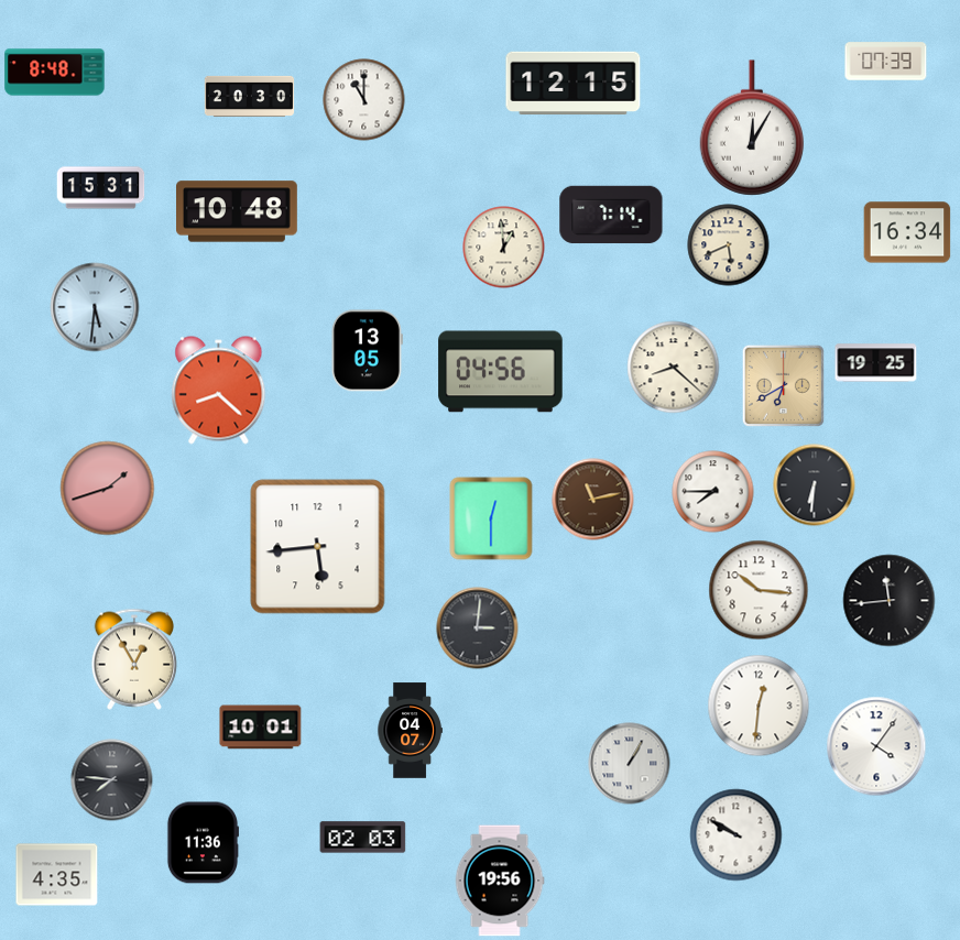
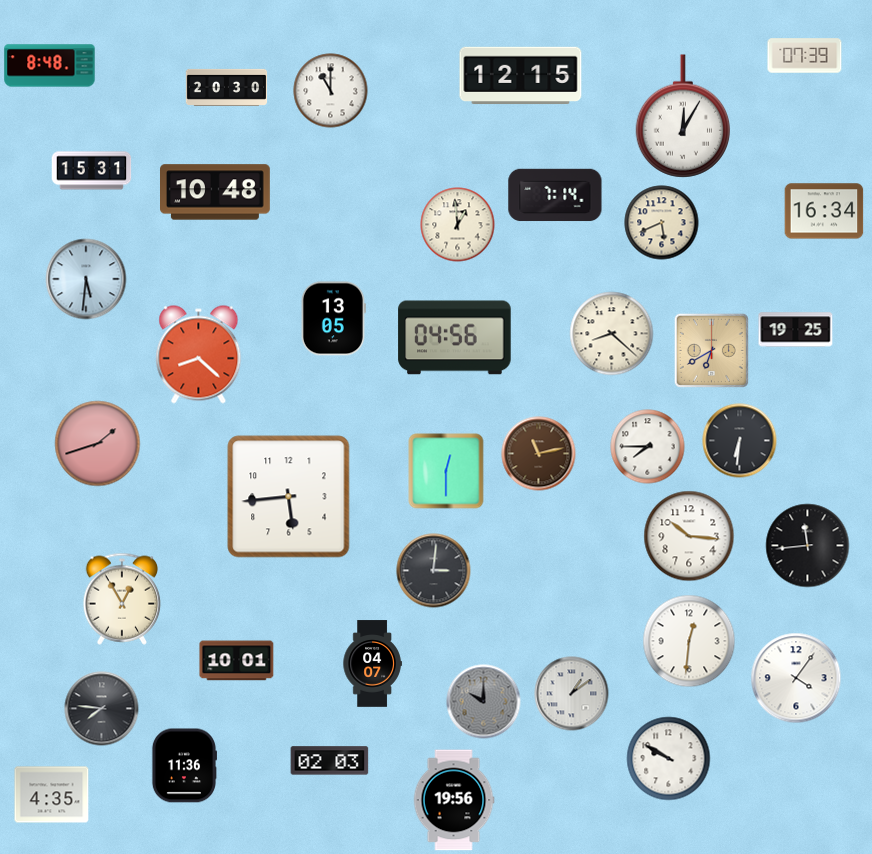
clock at (630, 764): 1:05 -> 1:09
clock at (484, 702): none -> 10:00
